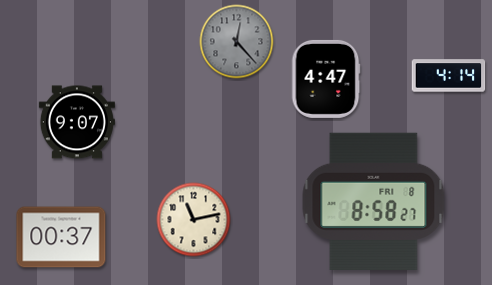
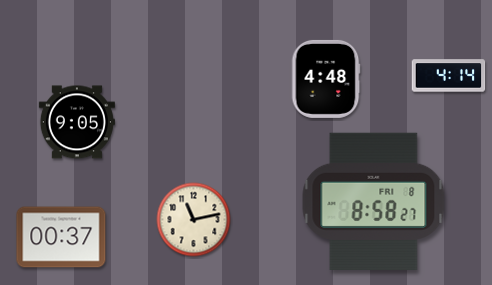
clock at (237, 42): 12:23 -> none
clock at (326, 79): 4:47 -> 4:48
clock at (77, 122): 9:07 -> 9:05
